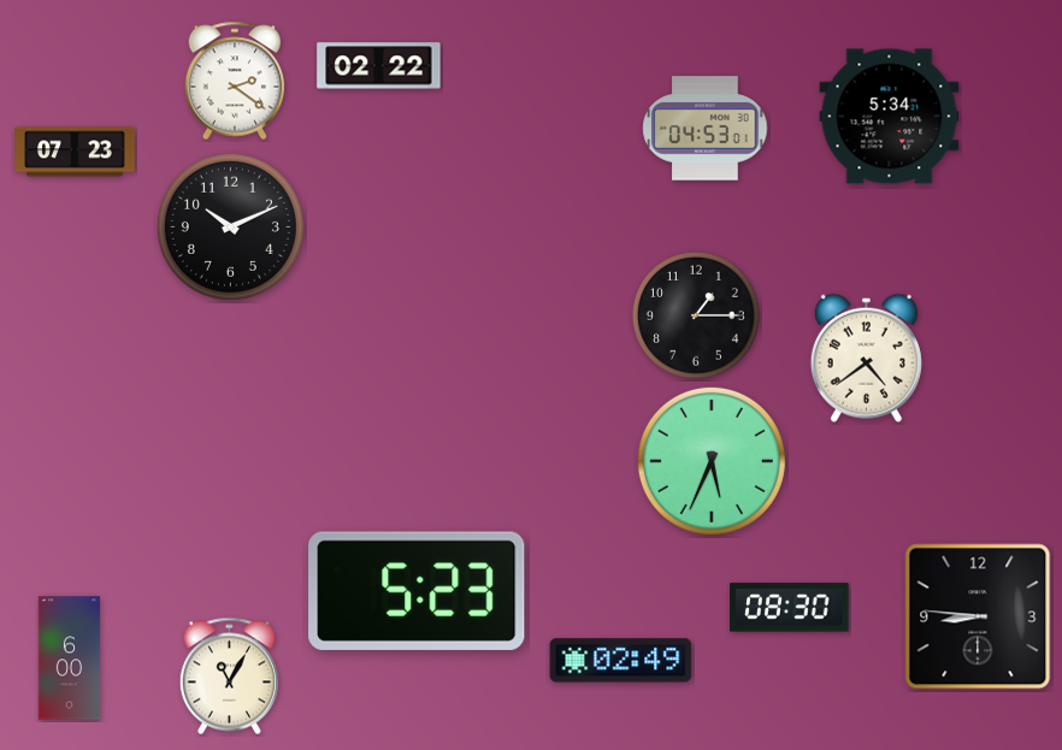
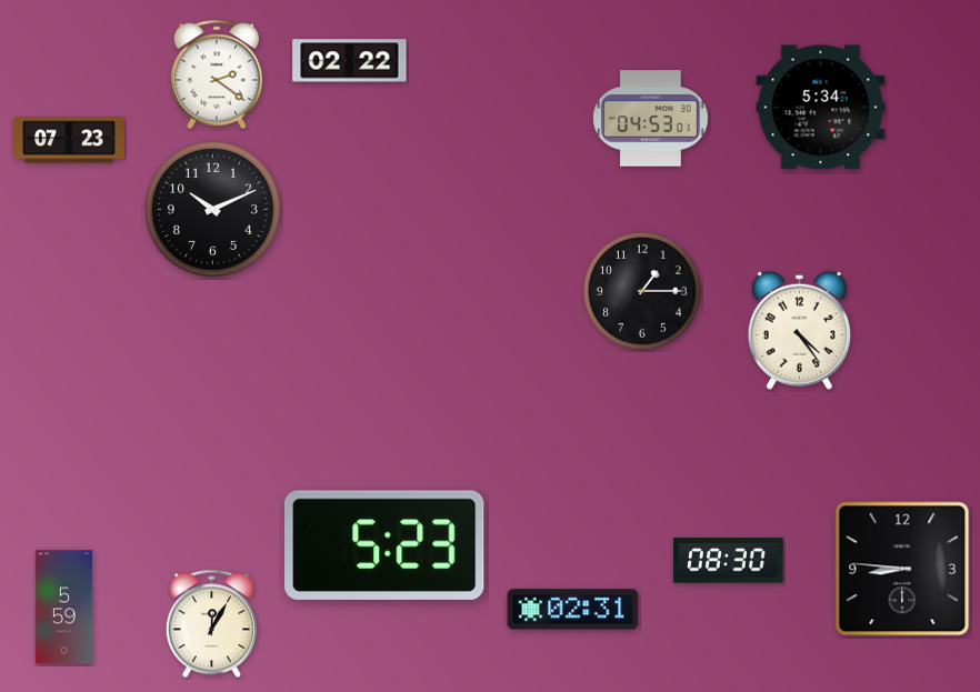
clock at (866, 358): 4:39 -> 4:24
clock at (712, 461): 5:34 -> none
clock at (70, 659): 6:00 -> 5:59
clock at (621, 661): 02:49 -> 02:31
clock at (229, 677): 11:05 -> 12:05
